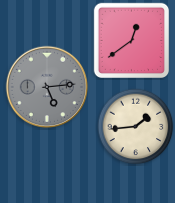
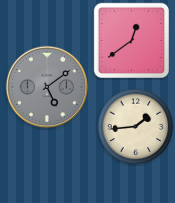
clock at (47, 87): 5:14 -> 5:09
